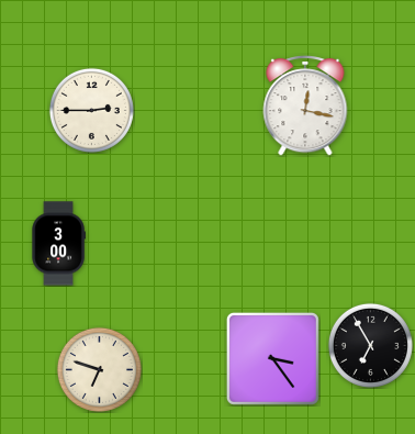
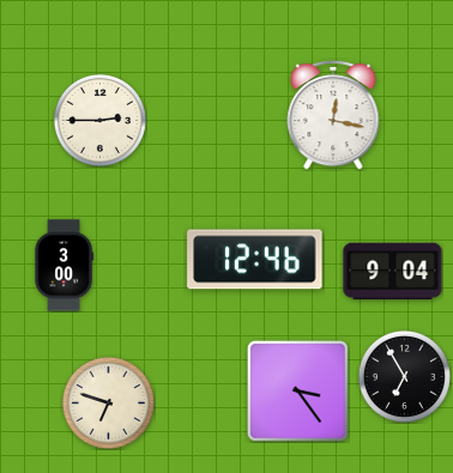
clock at (255, 260): none -> 12:46
clock at (393, 272): none -> 9:04
